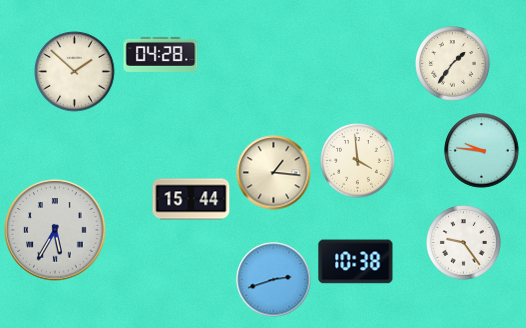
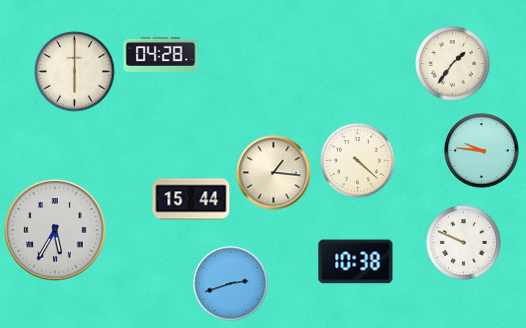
clock at (75, 72): 1:52 -> 6:00
clock at (358, 161): 3:59 -> 4:22
clock at (464, 243): 9:24 -> 9:49
clock at (274, 280) position: (274, 280) -> (231, 284)
